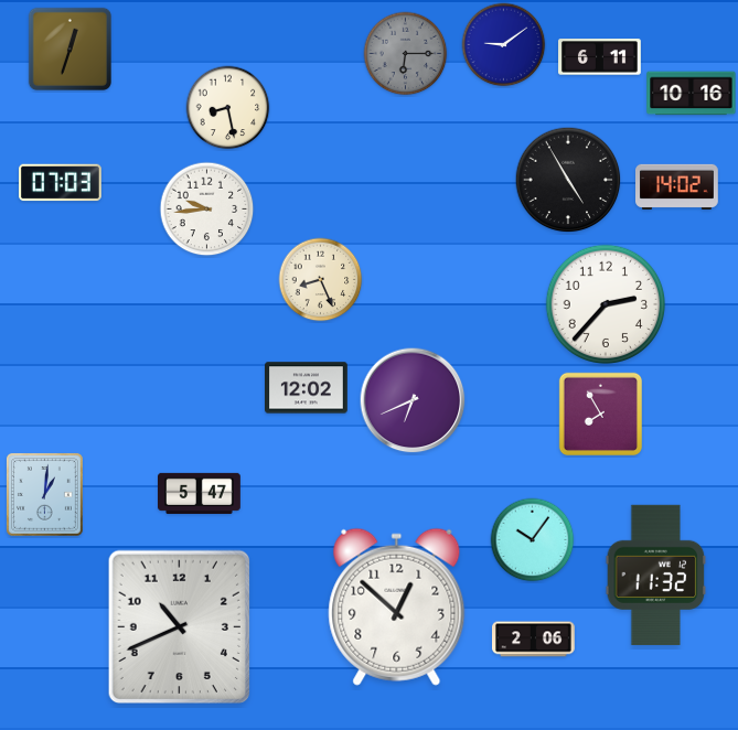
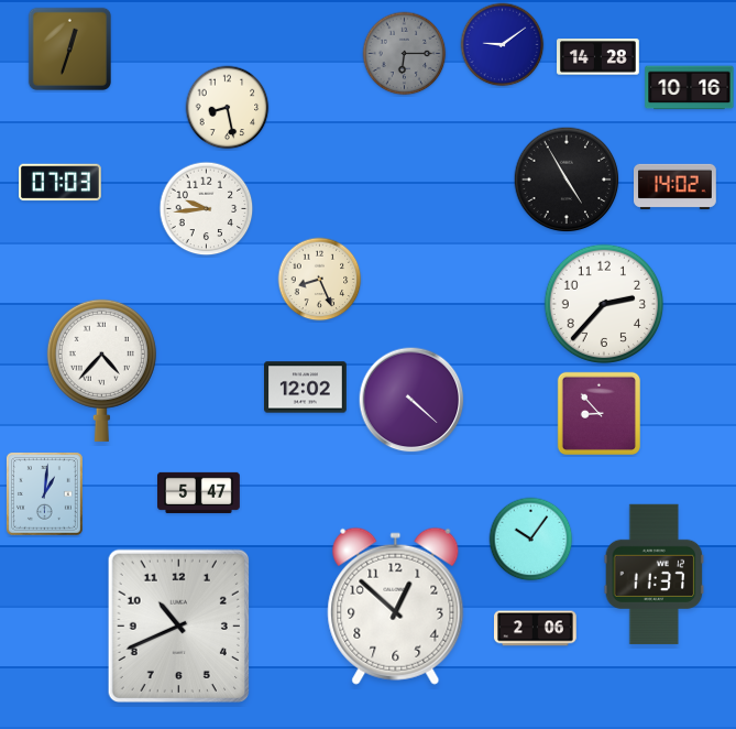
clock at (600, 57): 6:11 -> 14:28
clock at (692, 94) position: (692, 94) -> (690, 88)
clock at (101, 370): none -> 4:37
clock at (413, 400): 6:41 -> 4:22
clock at (600, 414): 7:55 -> 8:53
clock at (656, 575): 11:32 -> 11:37
clock at (534, 640) position: (534, 640) -> (536, 629)
